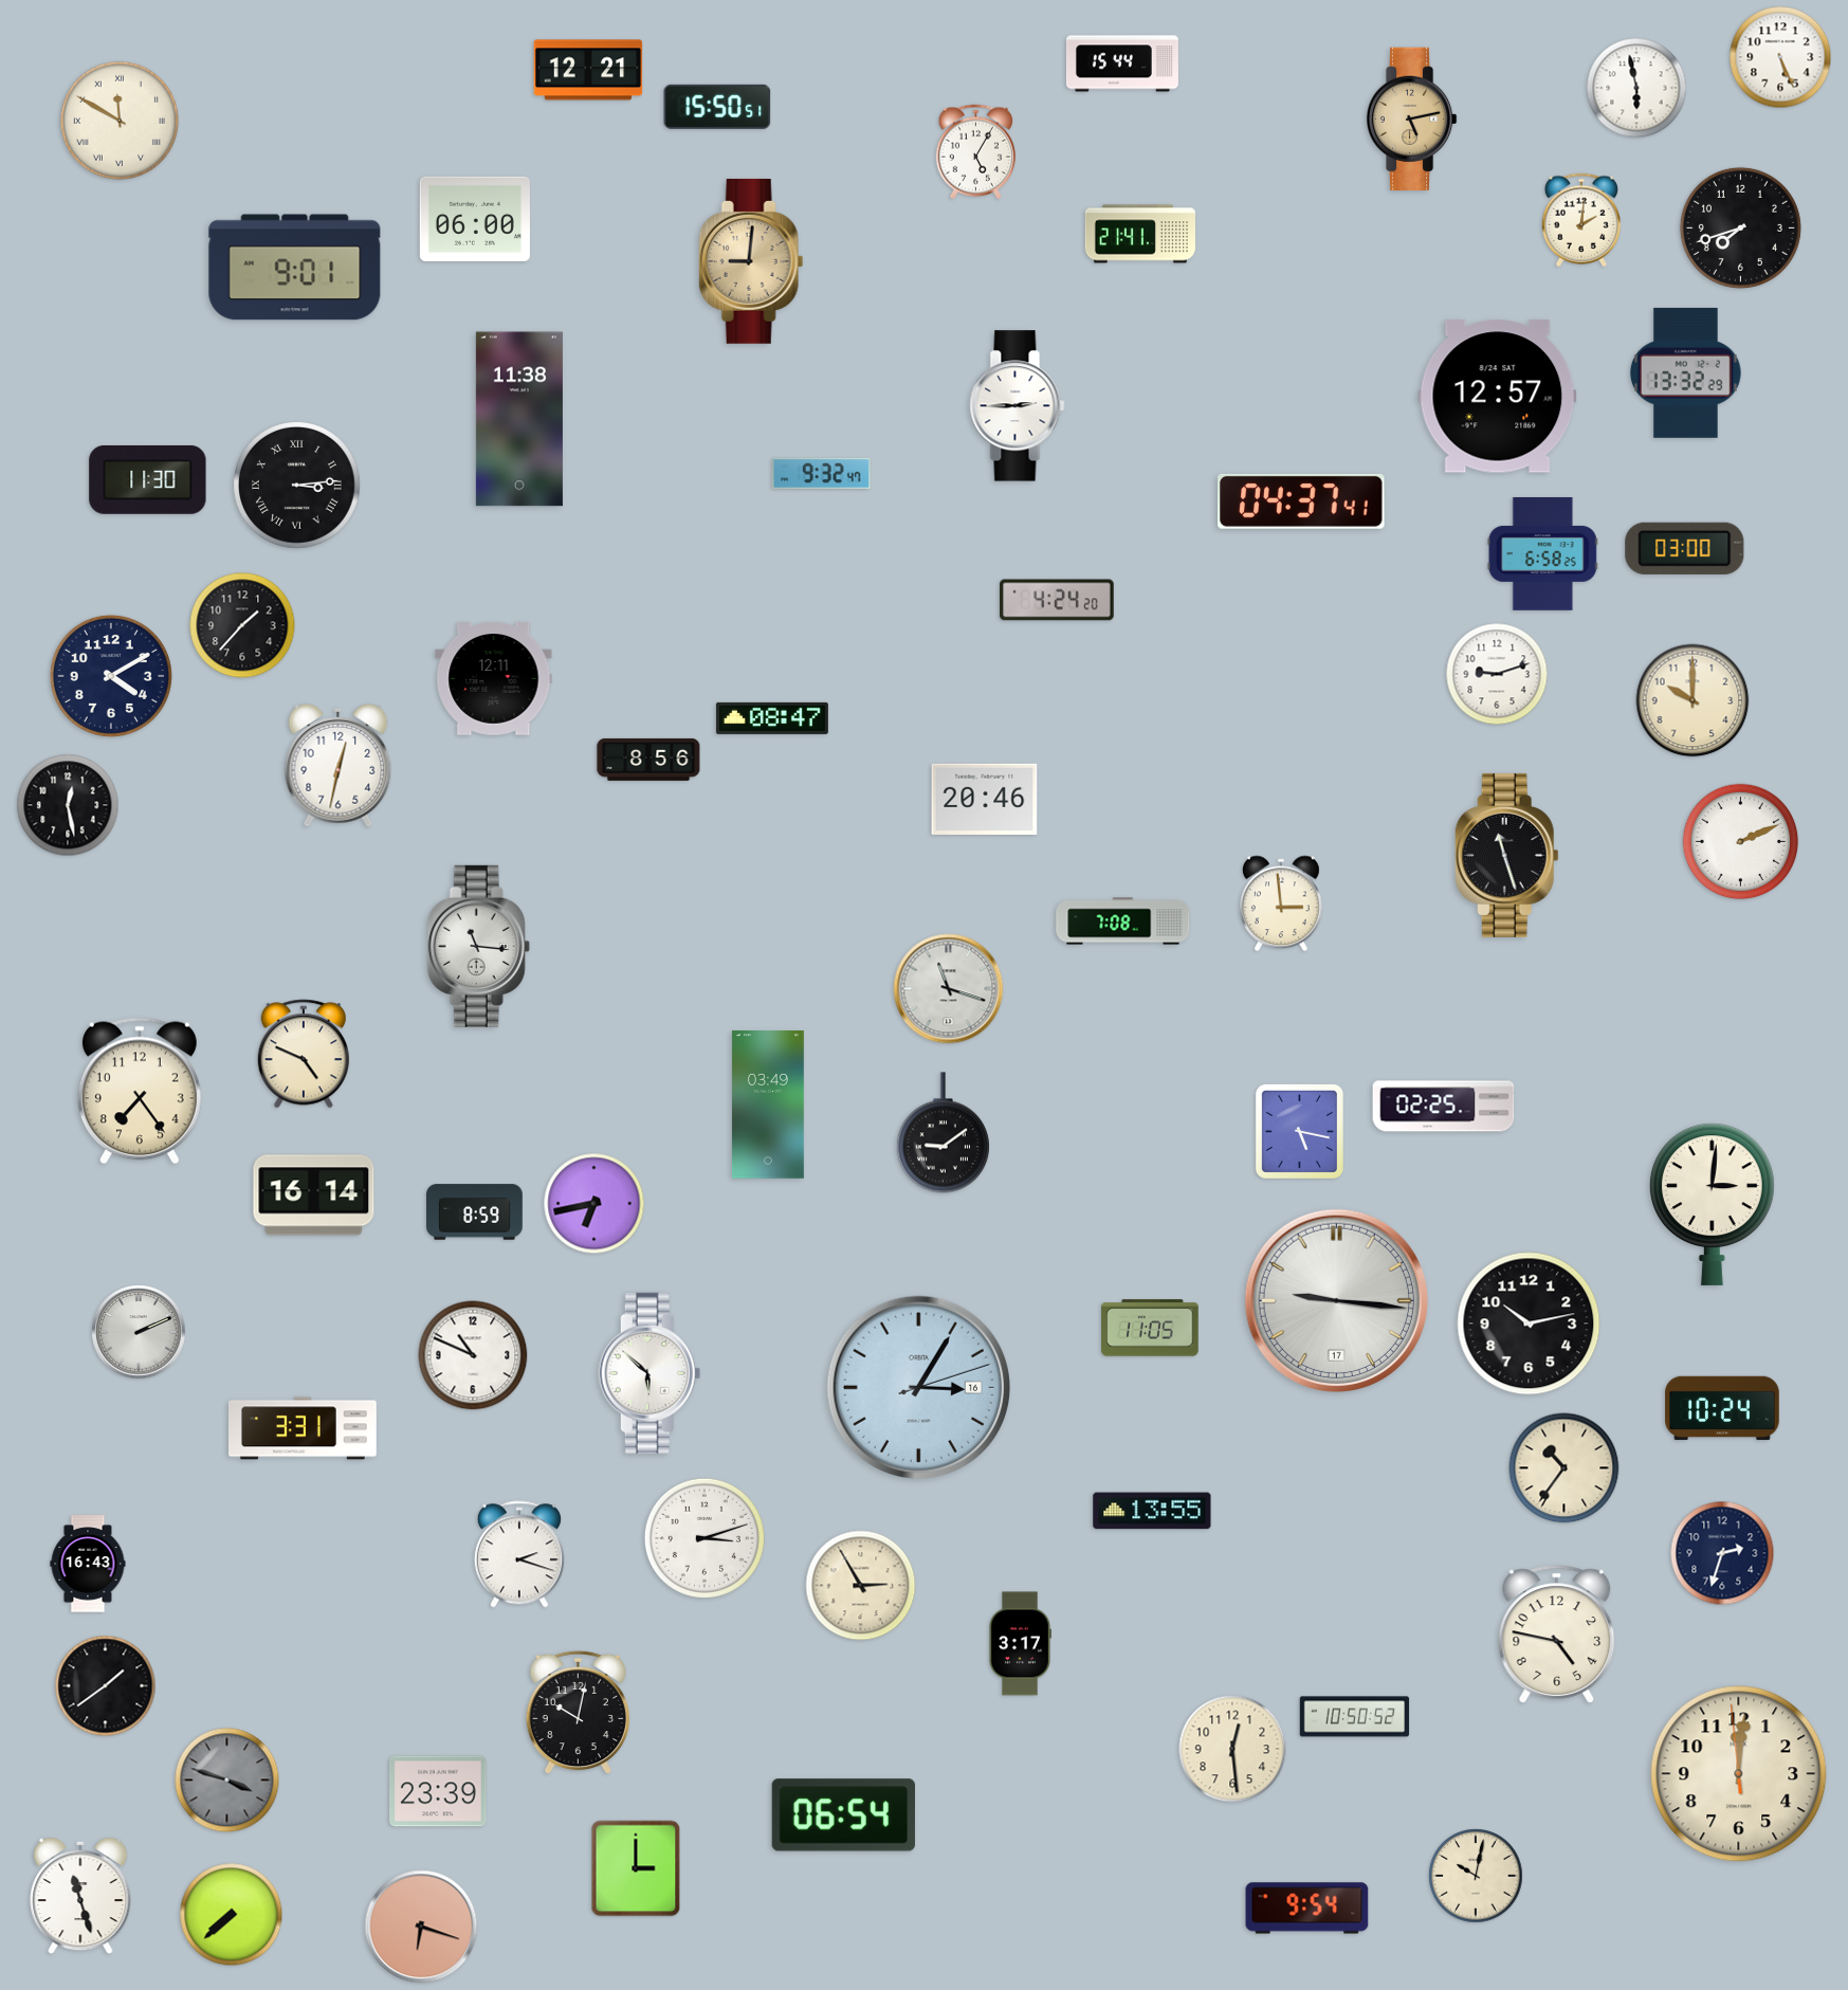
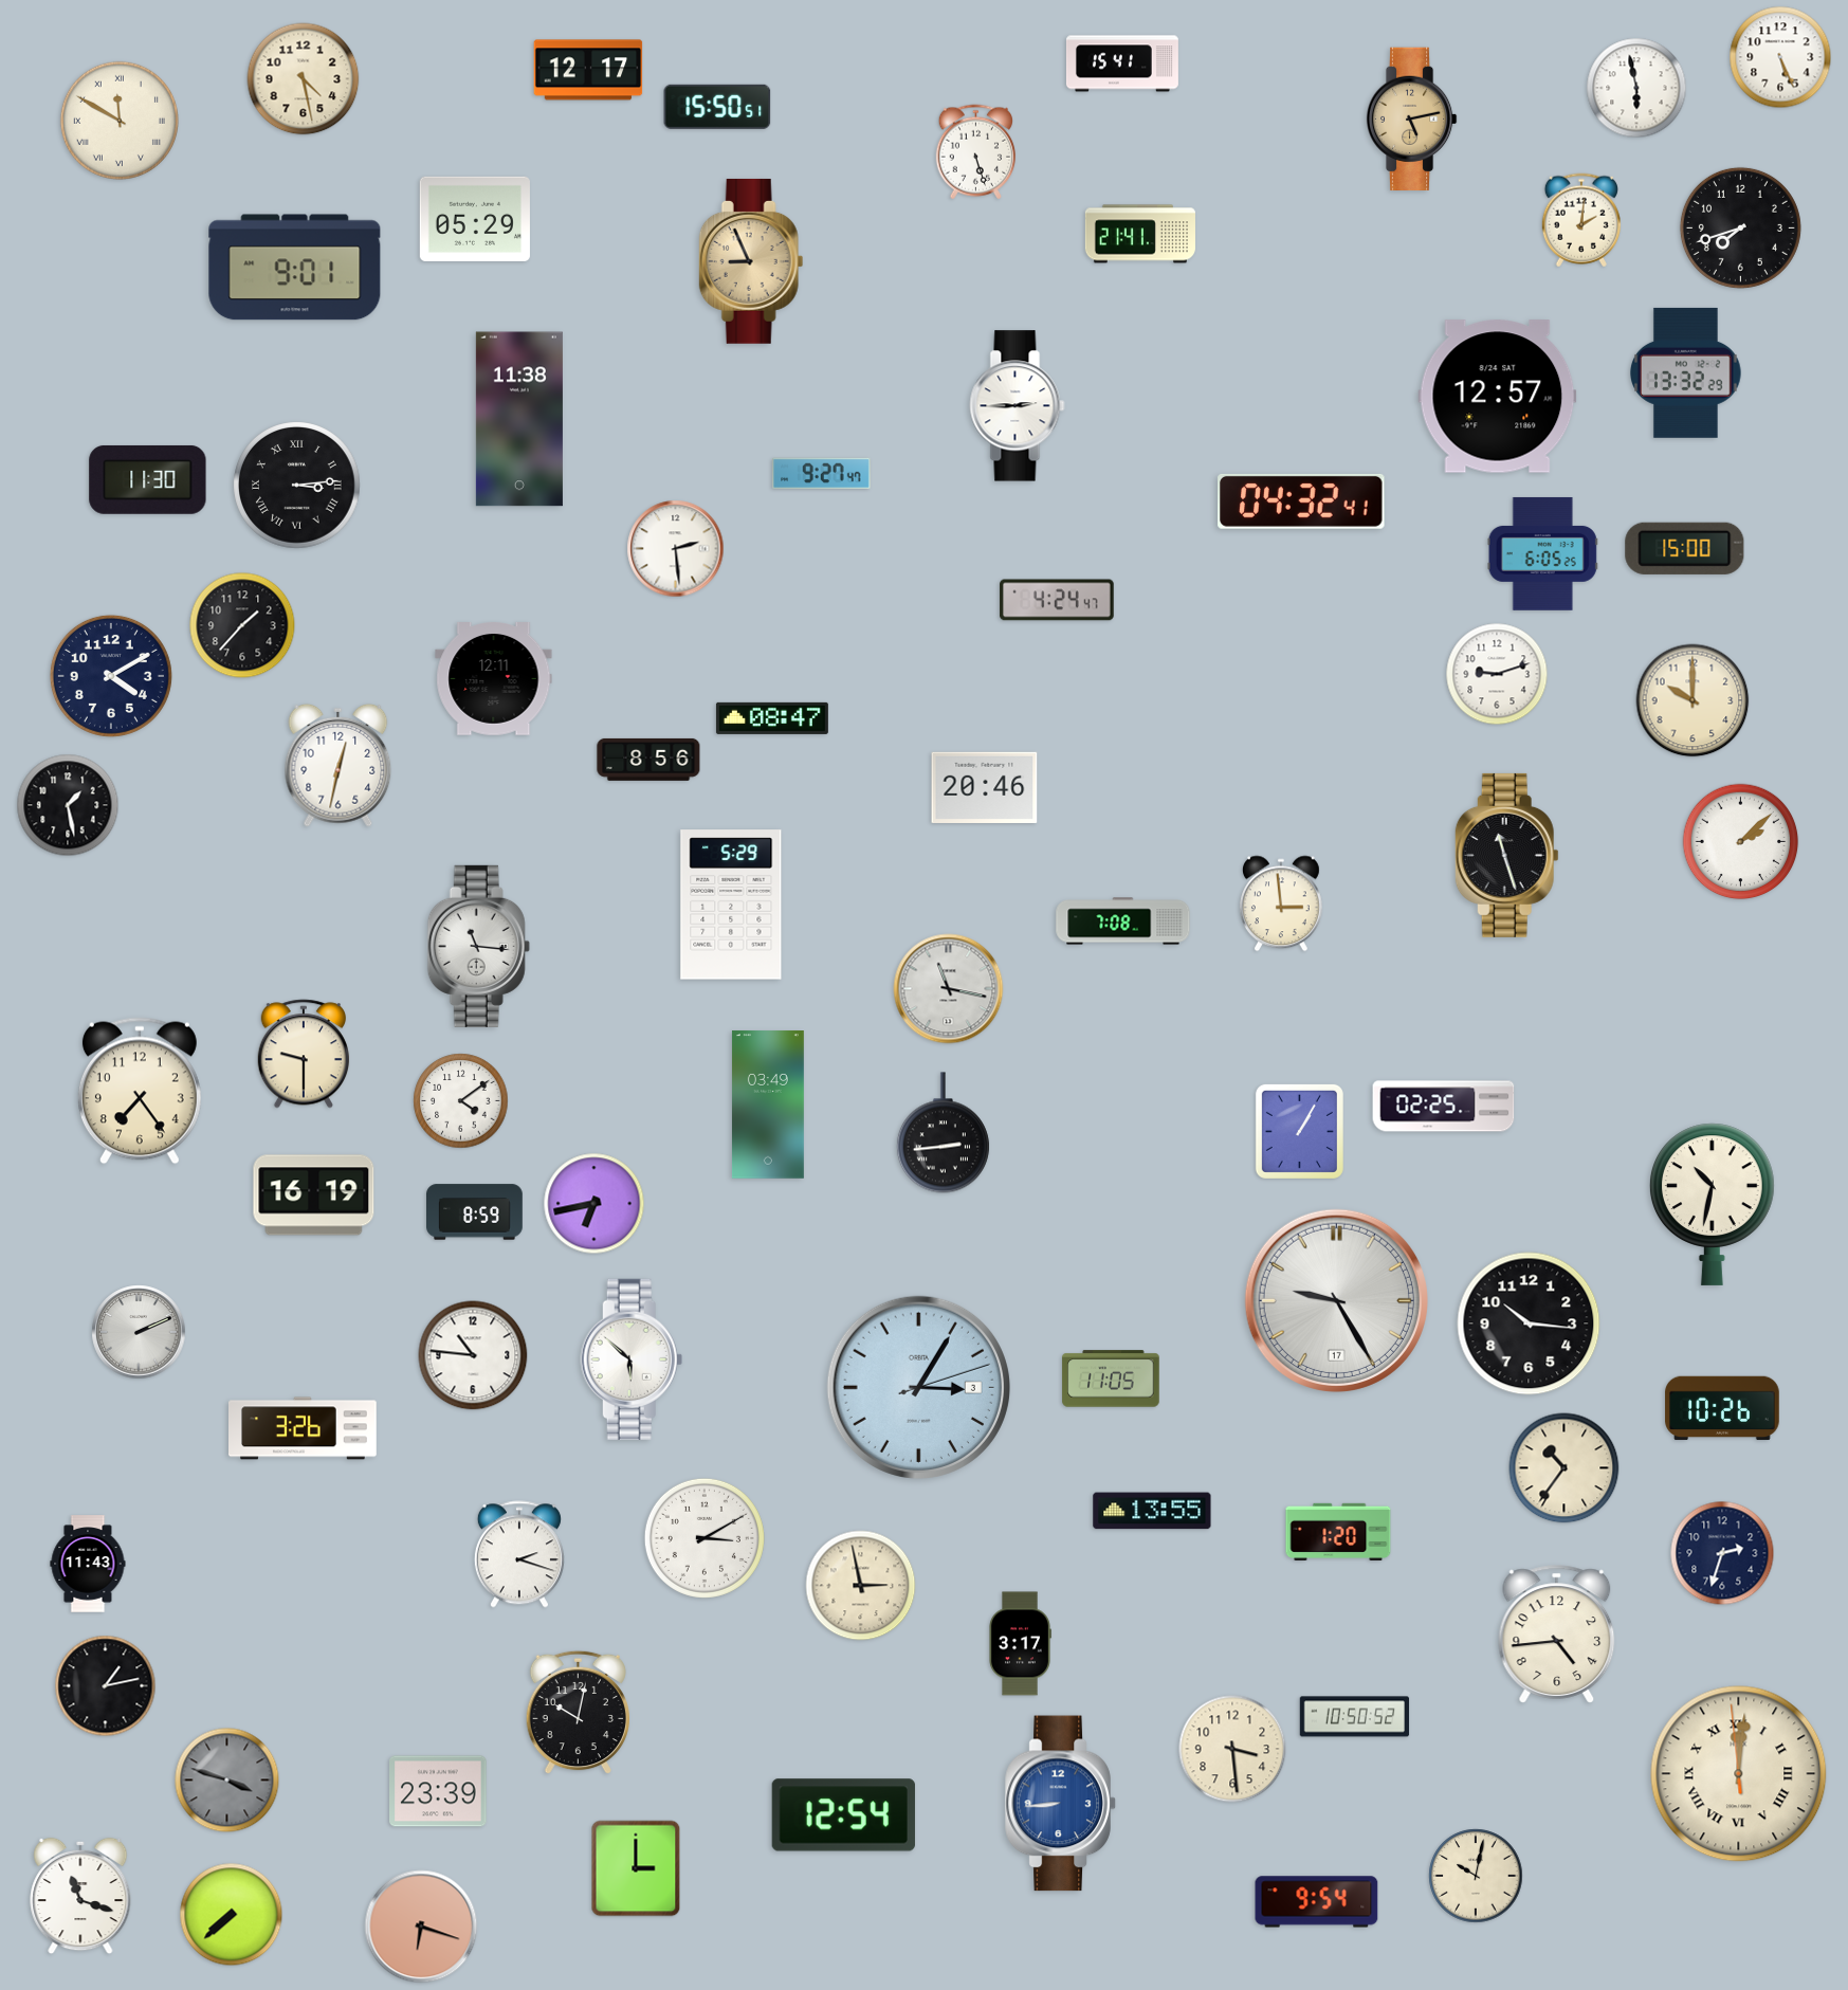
clock at (1122, 63): 15:44 -> 15:41
clock at (588, 70): 12:21 -> 12:17
clock at (304, 79): none -> 4:28
clock at (975, 152): 5:05 -> 5:27
clock at (475, 219): 06:00 -> 05:29
clock at (751, 261): 9:01 -> 8:56
clock at (822, 474): 9:32 -> 9:27
clock at (1301, 501): 04:37 -> 04:32
clock at (1685, 548): 03:00 -> 15:00
clock at (676, 549): none -> 2:29
clock at (1542, 553): 6:58 -> 6:05
clock at (1057, 600): 4:24:20 -> 4:24:47
clock at (985, 799) position: (985, 799) -> (985, 787)
clock at (68, 805): 12:28 -> 1:28
clock at (1741, 842): 2:11 -> 2:08
clock at (731, 905): none -> 5:29
clock at (949, 989): 11:18 -> 11:17
clock at (303, 1054): 4:49 -> 9:30
clock at (461, 1101): none -> 4:09
clock at (1299, 1131): 5:17 -> 1:05
clock at (943, 1133): 9:09 -> 2:44
clock at (314, 1195): 16:14 -> 16:19
clock at (1712, 1204): 3:01 -> 10:32
clock at (1336, 1300): 9:16 -> 9:25
clock at (1529, 1323): 10:13 -> 10:16
clock at (1150, 1328) position: (1150, 1328) -> (1111, 1379)
clock at (473, 1355): 10:49 -> 10:46
clock at (649, 1373) position: (649, 1373) -> (632, 1359)
clock at (918, 1387) date: 16 -> 3
clock at (1722, 1408): 10:24 -> 10:26
clock at (304, 1428): 3:31 -> 3:26
clock at (1338, 1532): none -> 1:20
clock at (705, 1538): 3:12 -> 3:10
clock at (88, 1564): 16:43 -> 11:43
clock at (861, 1586): 2:55 -> 2:58
clock at (1557, 1635): 4:47 -> 4:44
clock at (106, 1686): 1:39 -> 1:13
clock at (1232, 1749): 12:29 -> 3:29
clock at (1739, 1774) numerals: Arabic -> Roman
clock at (1061, 1804): none -> 8:44
clock at (843, 1815): 06:54 -> 12:54
clock at (80, 1896): 11:27 -> 11:18
clock at (1307, 1909) position: (1307, 1909) -> (1317, 1902)
